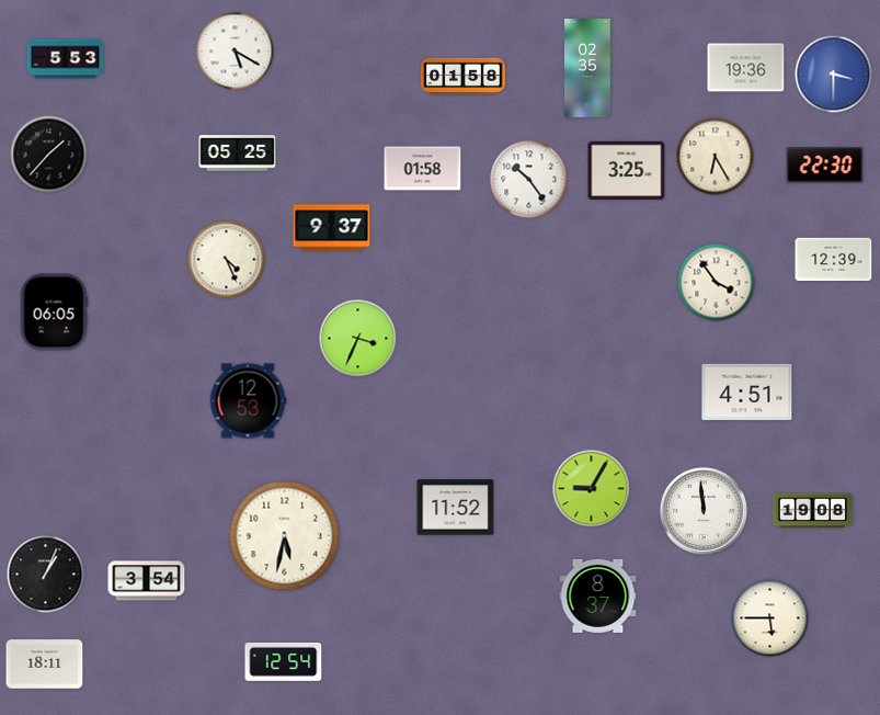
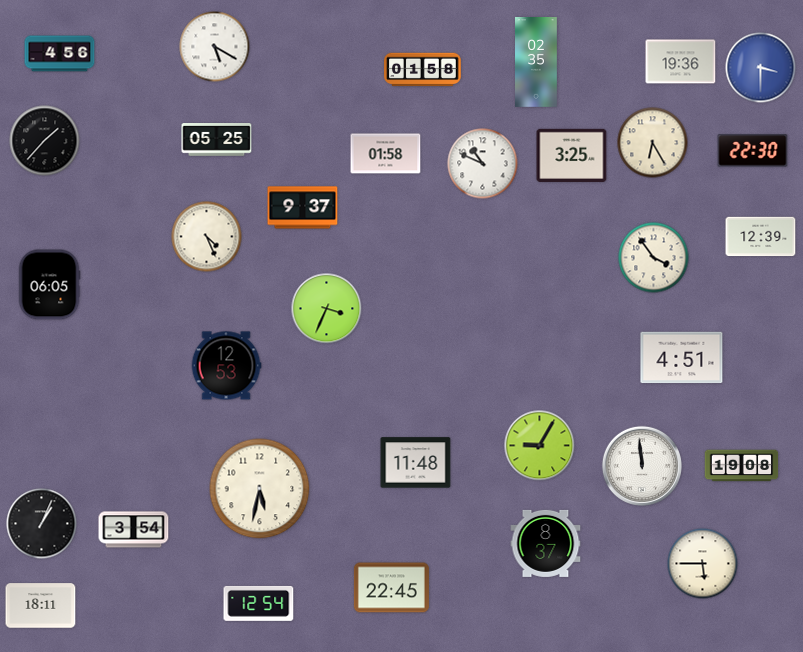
clock at (66, 59): 5:53 -> 4:56
clock at (529, 180): 10:24 -> 10:49
clock at (456, 508): 11:52 -> 11:48
clock at (391, 588): none -> 22:45
